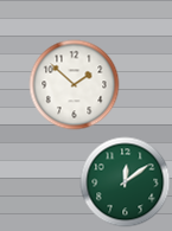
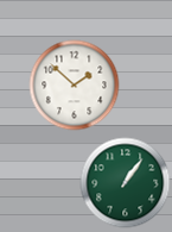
clock at (126, 182): 12:09 -> 1:06
